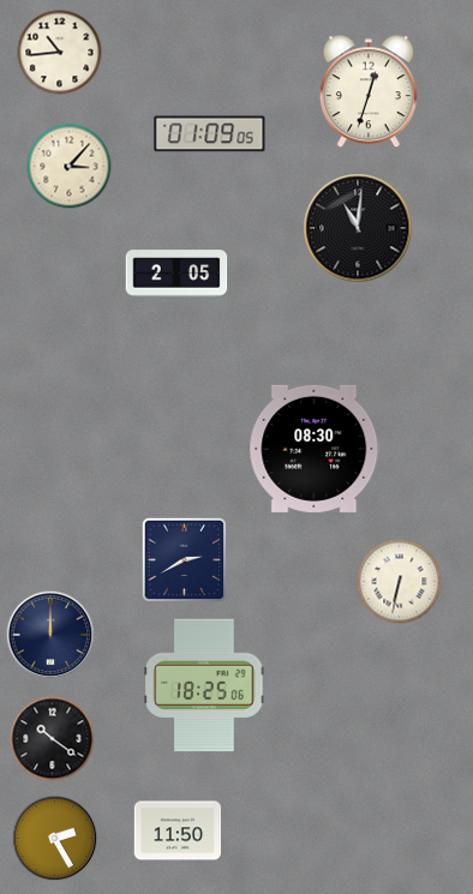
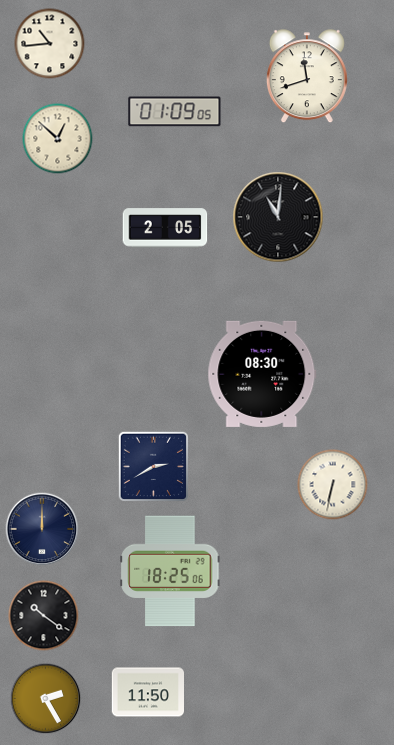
clock at (369, 92): 12:33 -> 11:42
clock at (70, 167): 3:07 -> 12:52
clock at (358, 228) position: (358, 228) -> (278, 217)
clock at (176, 274) position: (176, 274) -> (165, 228)
